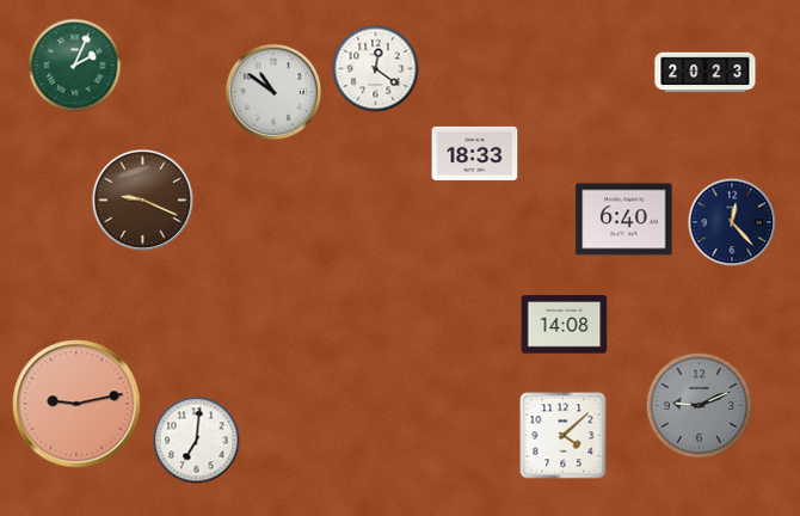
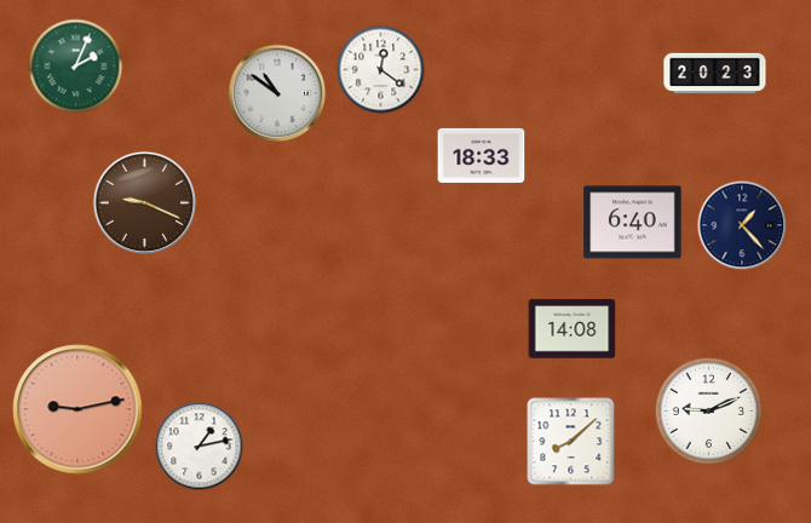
clock at (732, 222): 12:23 -> 1:23
clock at (699, 405) dial: grey -> white
clock at (564, 436): 4:08 -> 8:08
clock at (197, 441): 7:01 -> 1:13
